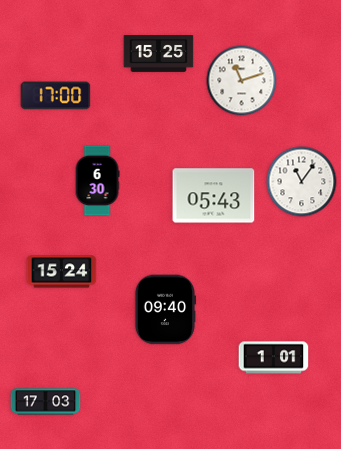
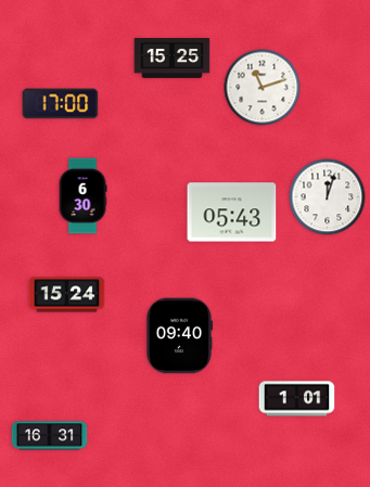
clock at (97, 181) position: (97, 181) -> (82, 196)
clock at (302, 182): 11:06 -> 12:03
clock at (274, 358) position: (274, 358) -> (297, 399)
clock at (46, 402): 17:03 -> 16:31
